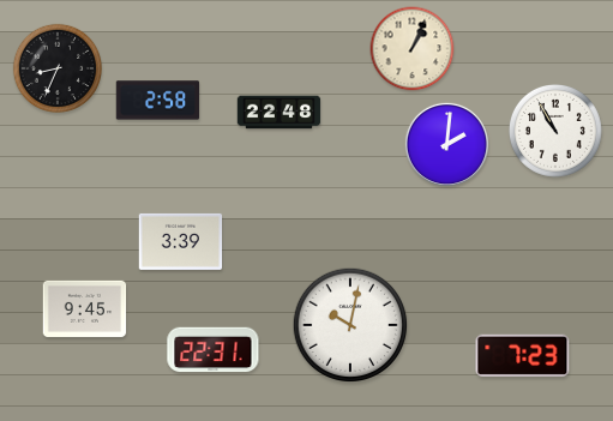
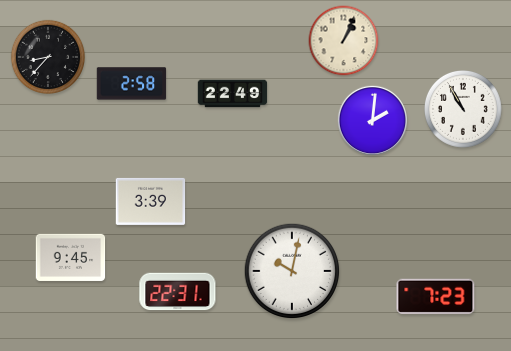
clock at (56, 67): 8:34 -> 8:37
clock at (280, 113): 22:48 -> 22:49
